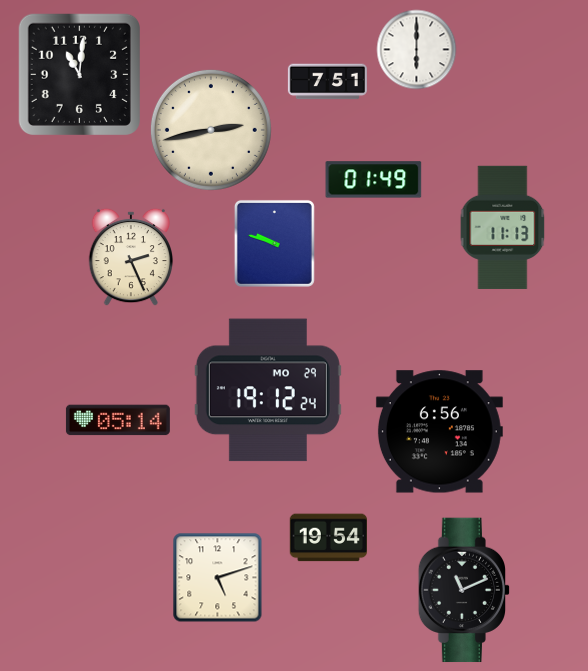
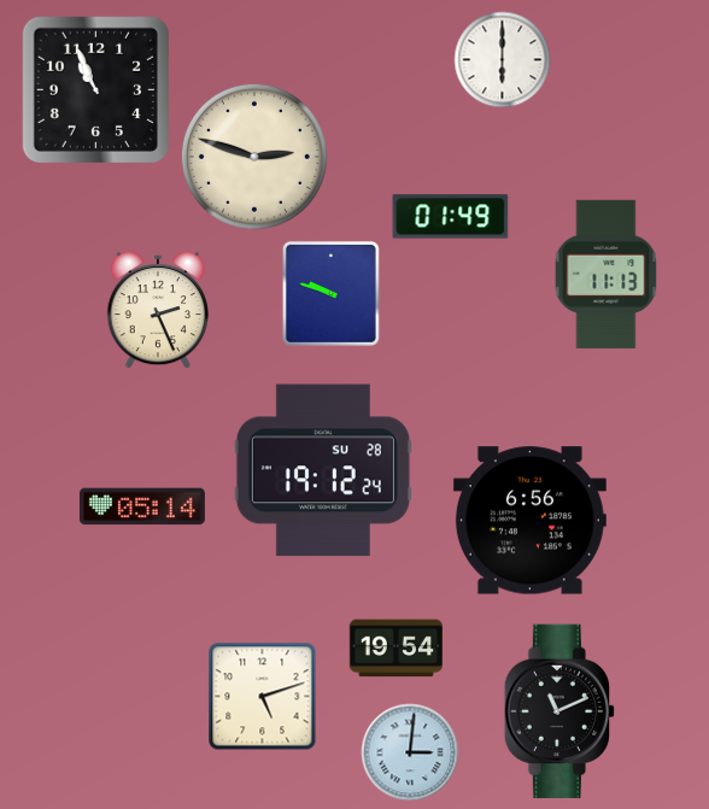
clock at (79, 74): 11:01 -> 10:56
clock at (327, 82): 7:51 -> none
clock at (211, 130): 2:43 -> 2:48
clock at (268, 390) date: MO 29 -> SU 28
clock at (410, 752): none -> 3:01
